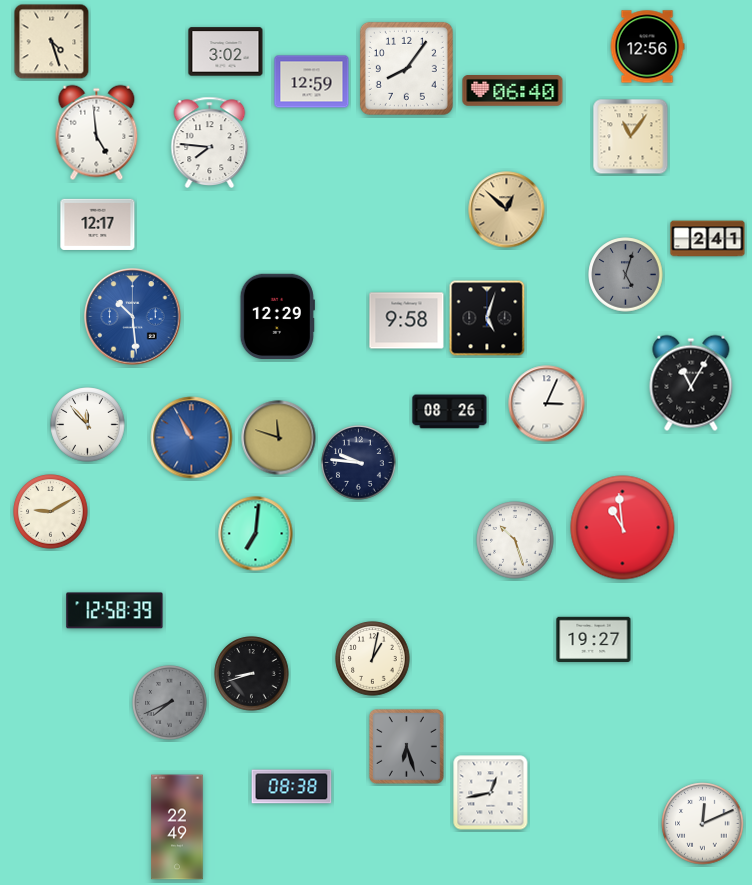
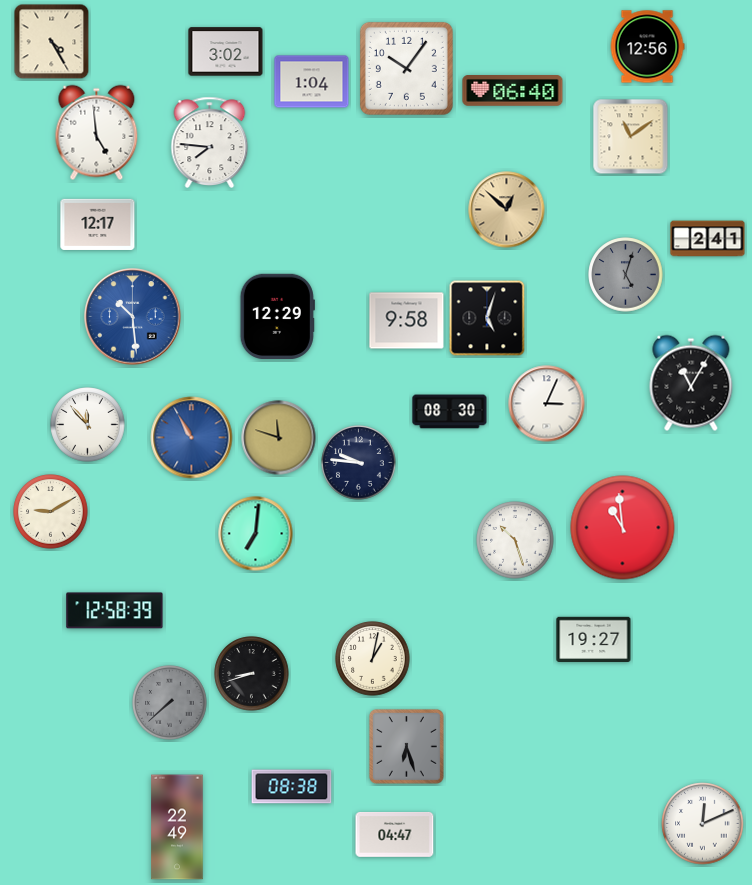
clock at (52, 42): 4:27 -> 4:25
clock at (406, 68): 8:06 -> 10:06
clock at (312, 82): 12:59 -> 1:04
clock at (631, 137): 11:06 -> 11:09
clock at (450, 412): 08:26 -> 08:30
clock at (170, 703): 7:41 -> 7:38
clock at (491, 793): 12:43 -> none
clock at (395, 835): none -> 04:47
